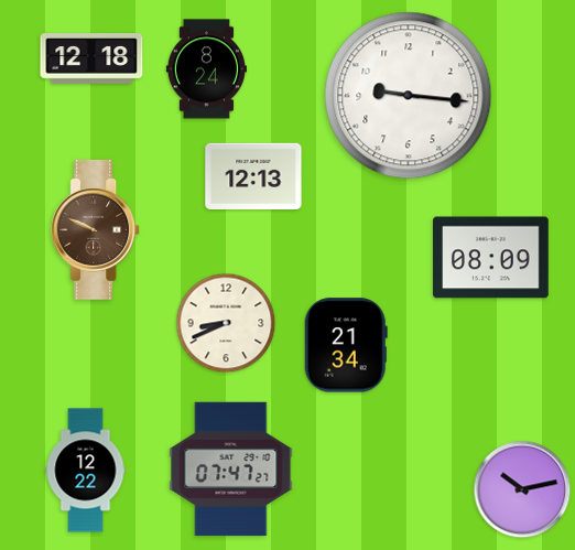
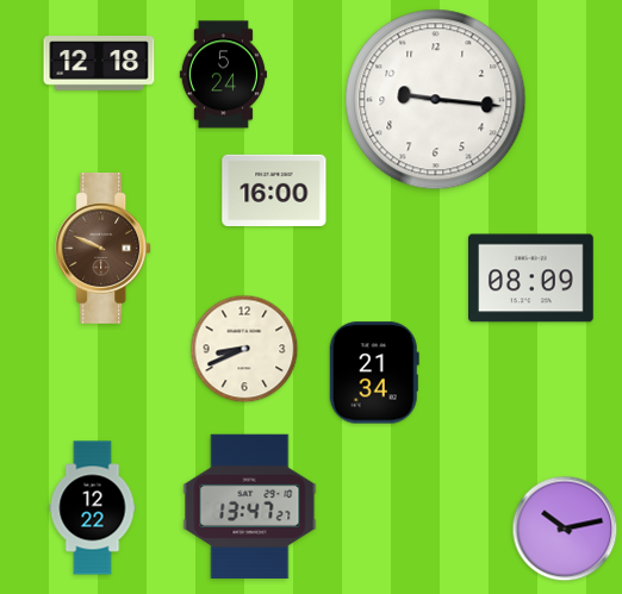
clock at (206, 69): 8:24 -> 5:24
clock at (409, 96) position: (409, 96) -> (436, 100)
clock at (253, 175): 12:13 -> 16:00
clock at (231, 470): 07:47 -> 13:47
